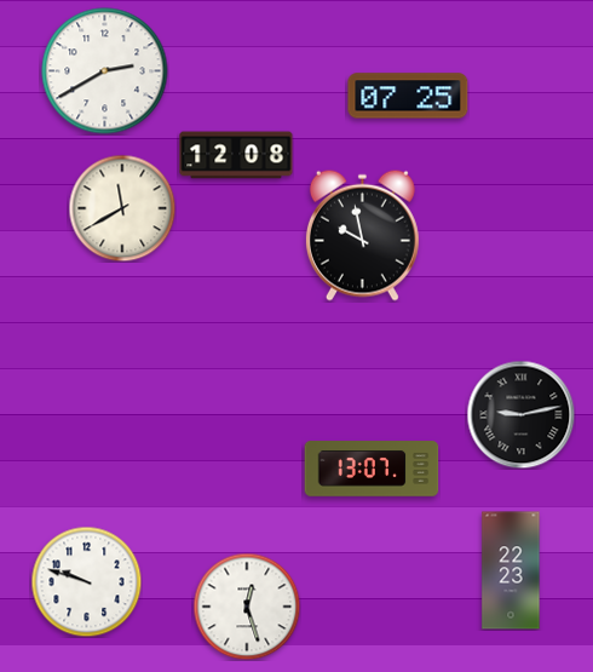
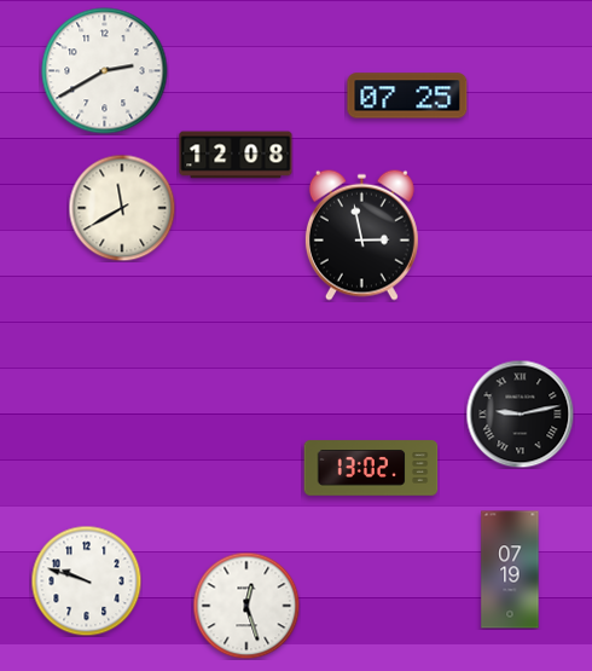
clock at (362, 235): 9:58 -> 2:58
clock at (372, 469): 13:07 -> 13:02
clock at (511, 570): 22:23 -> 07:19
